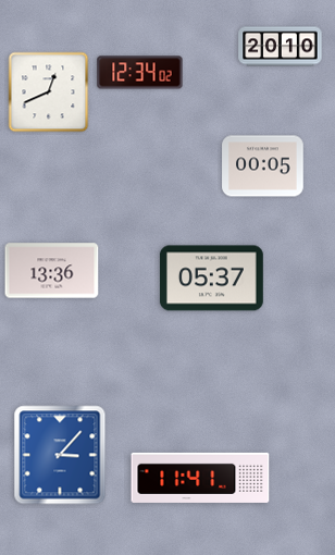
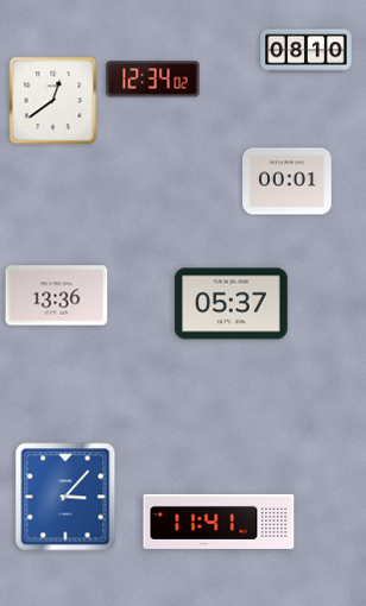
clock at (281, 47): 20:10 -> 08:10
clock at (49, 92): 12:41 -> 12:39
clock at (263, 166): 00:05 -> 00:01
